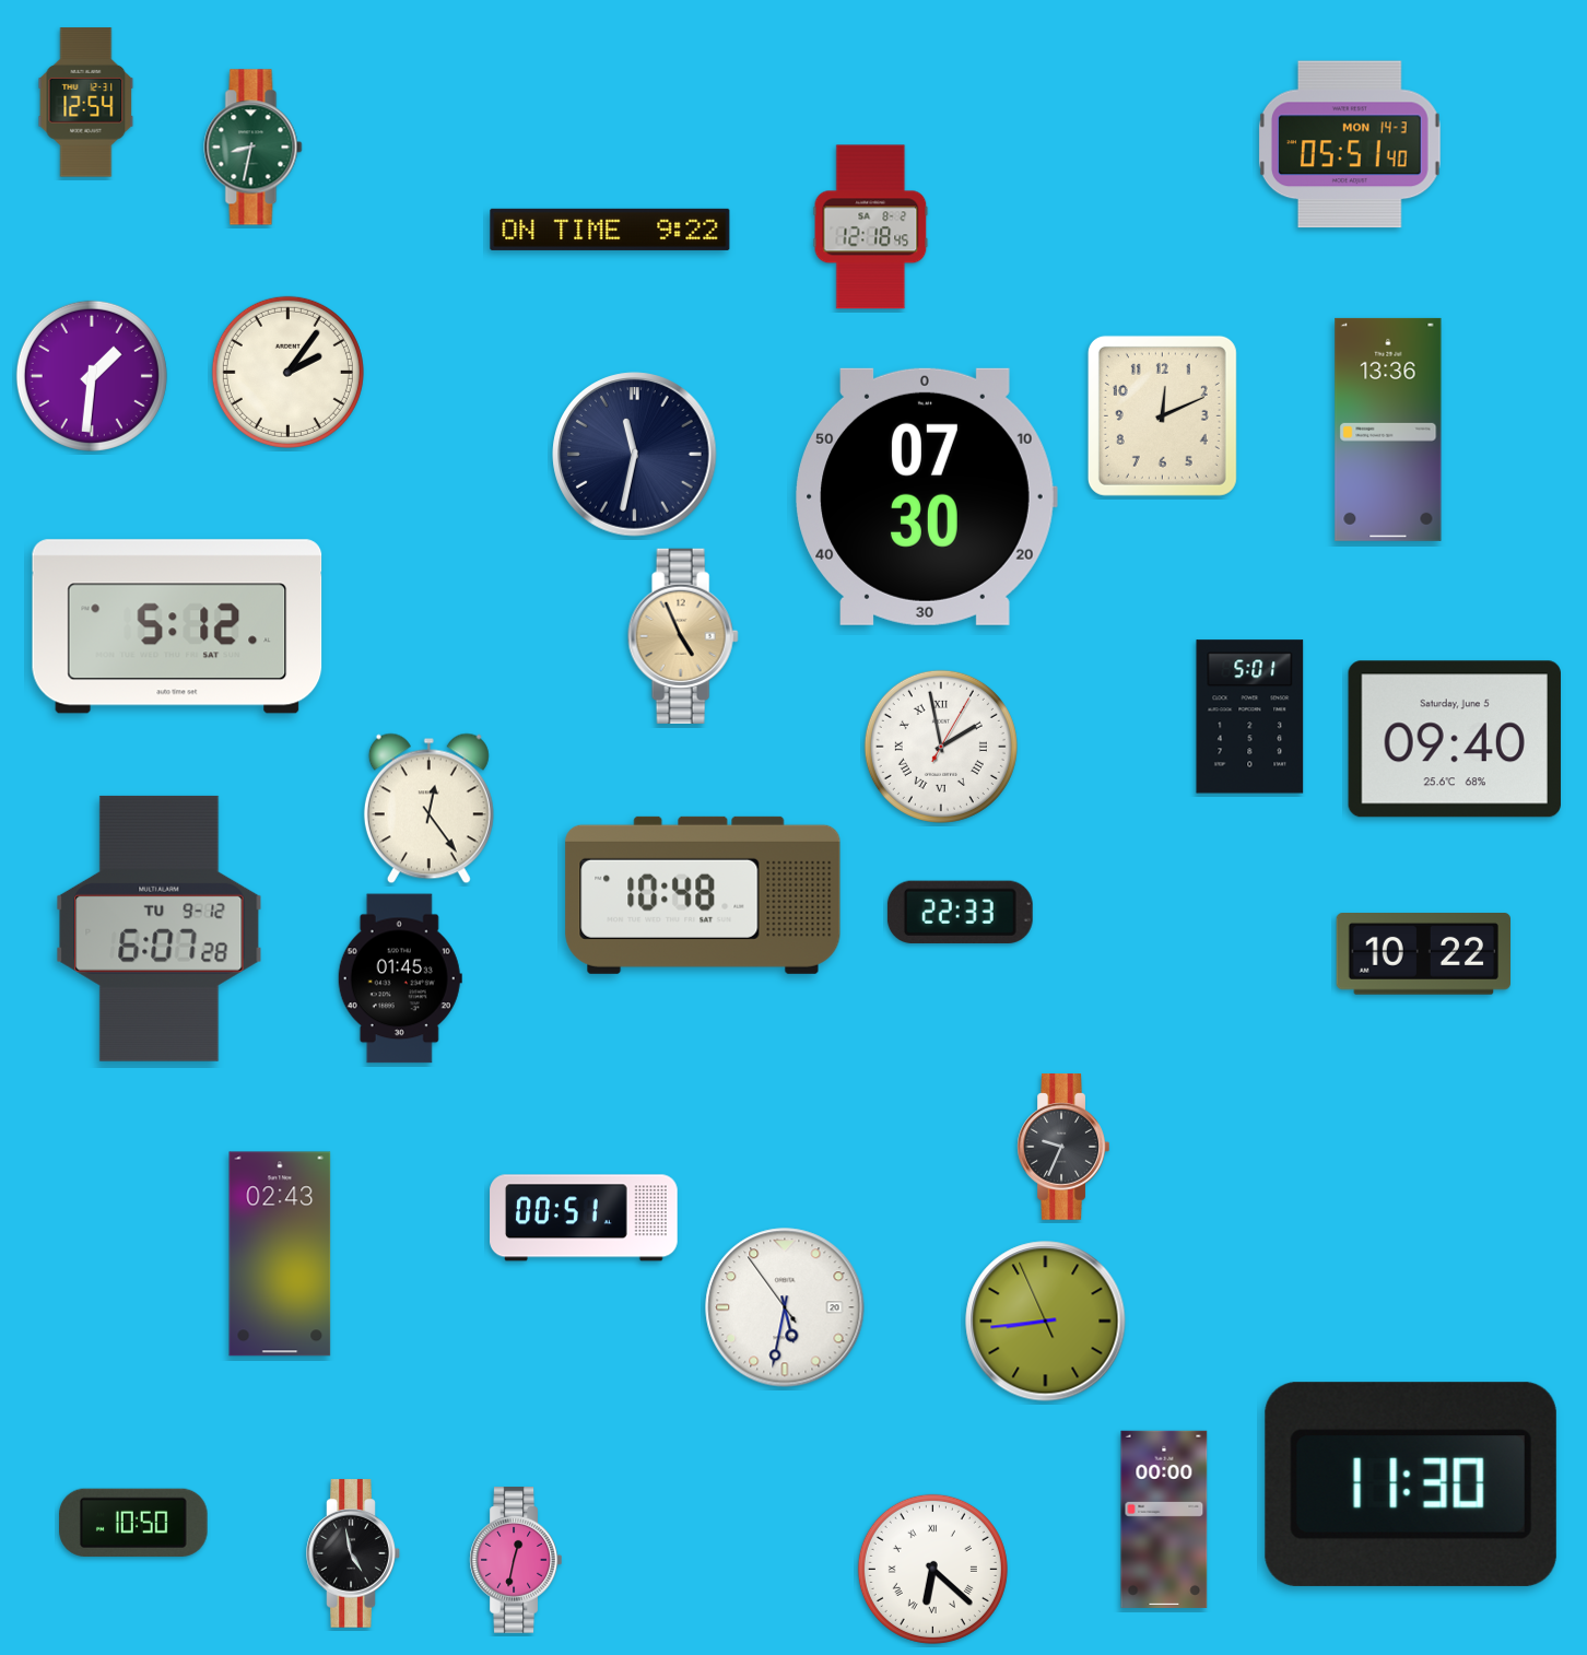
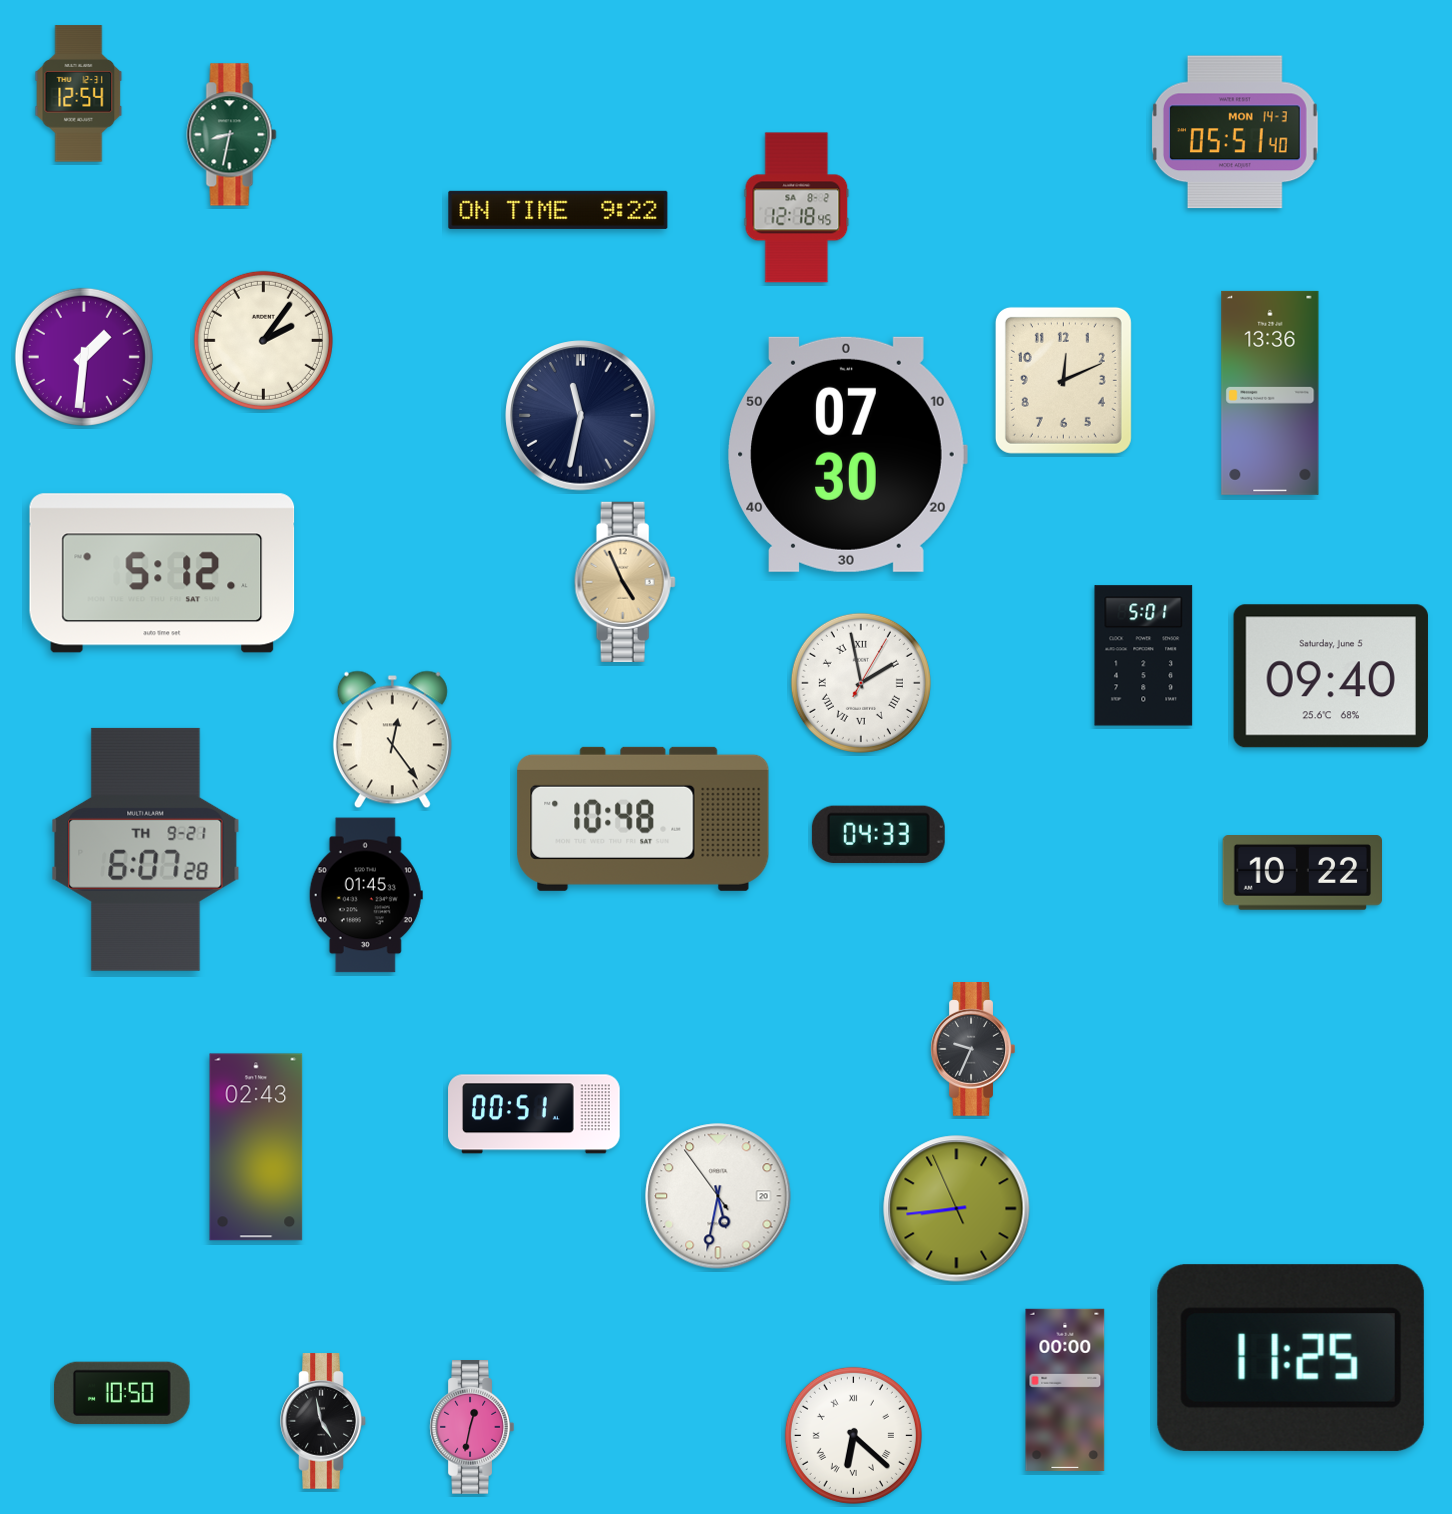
clock at (92, 376) position: (92, 376) -> (84, 357)
clock at (960, 912): 22:33 -> 04:33
clock at (160, 928) date: TU 9-12 -> TH 9-21
clock at (1411, 1484): 11:30 -> 11:25
